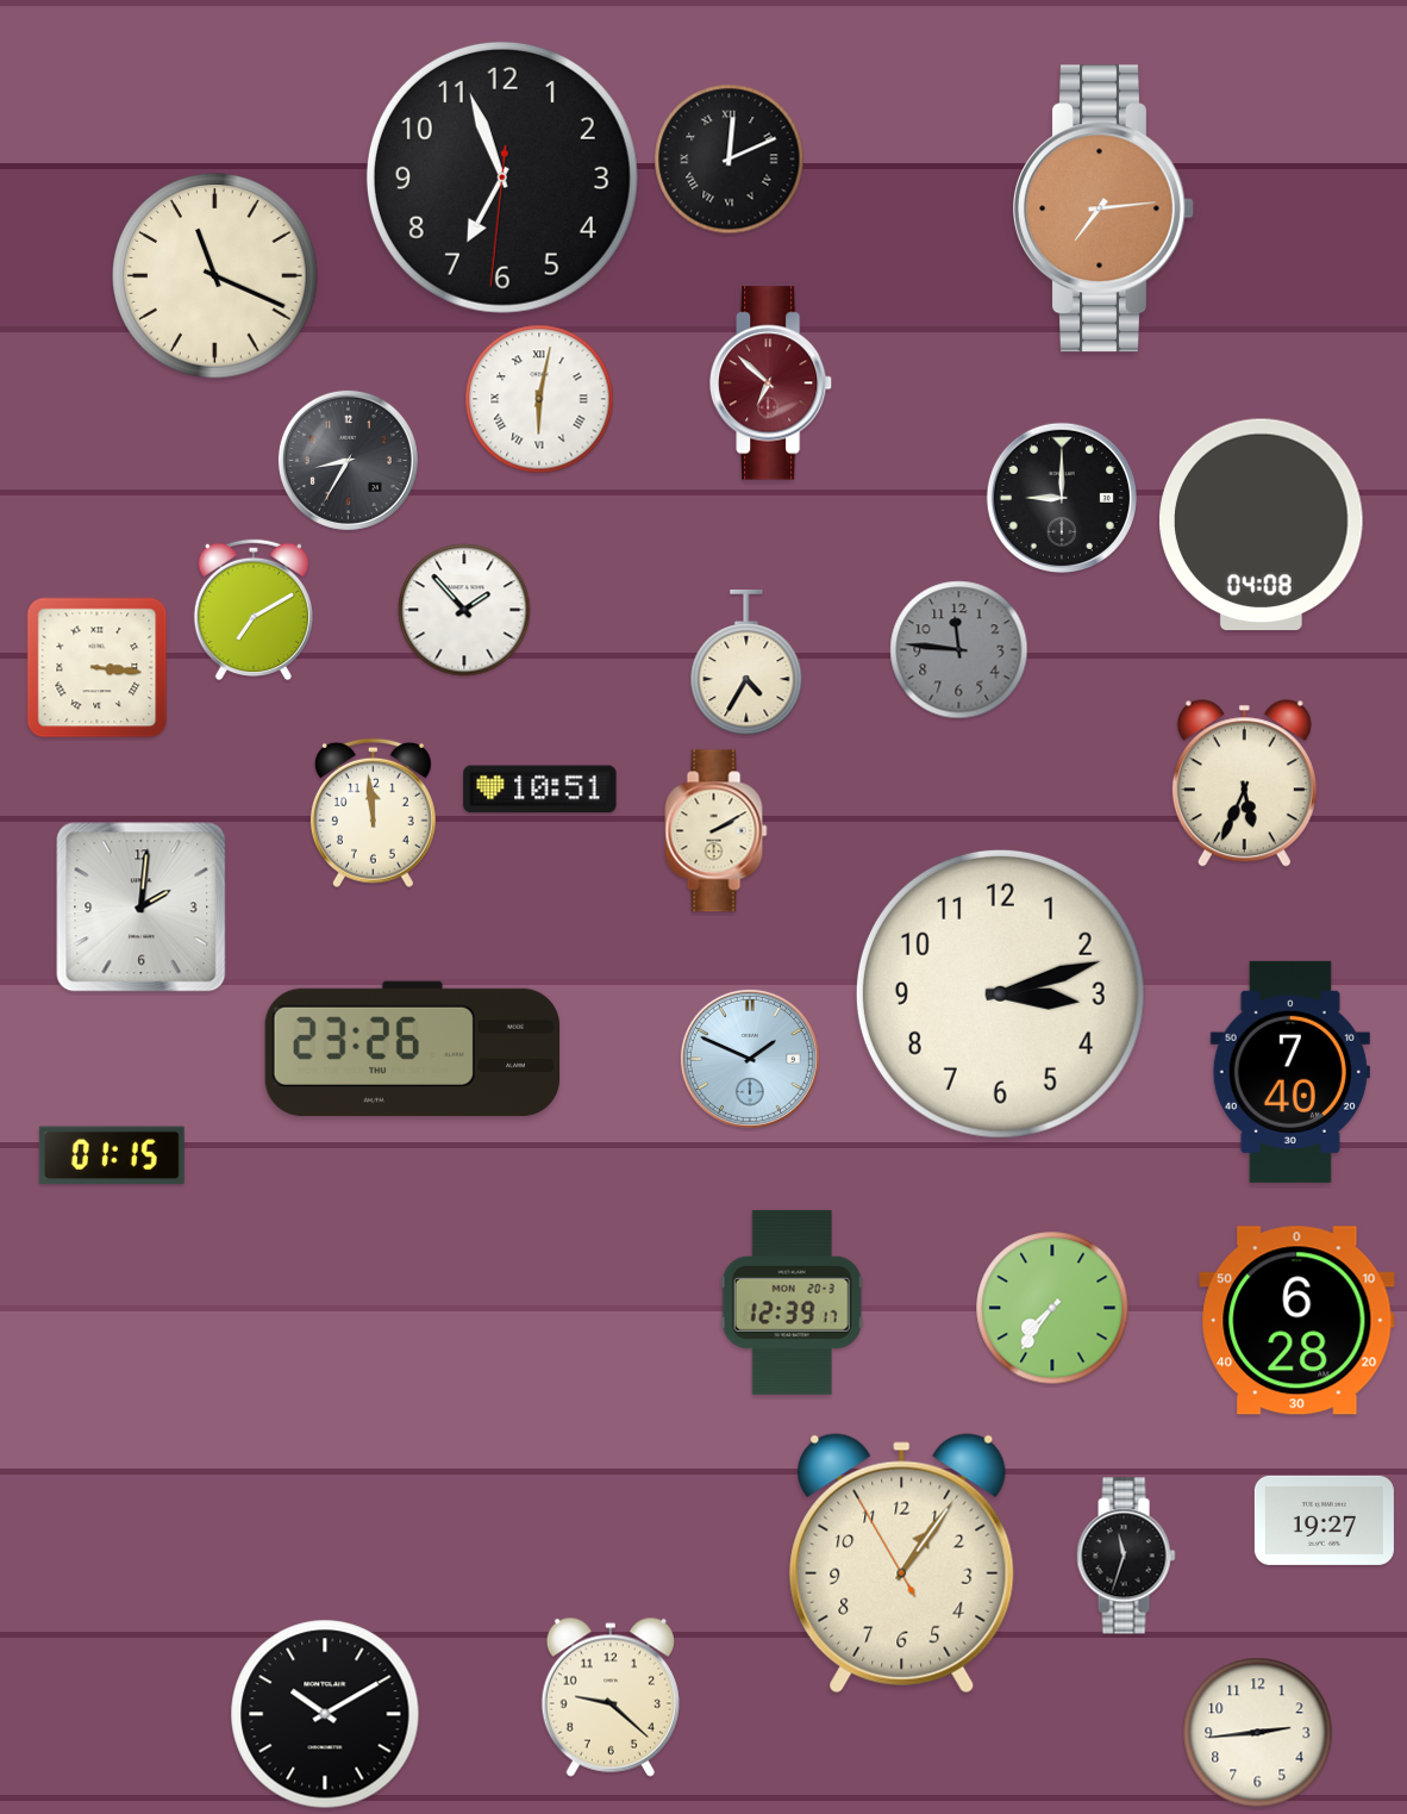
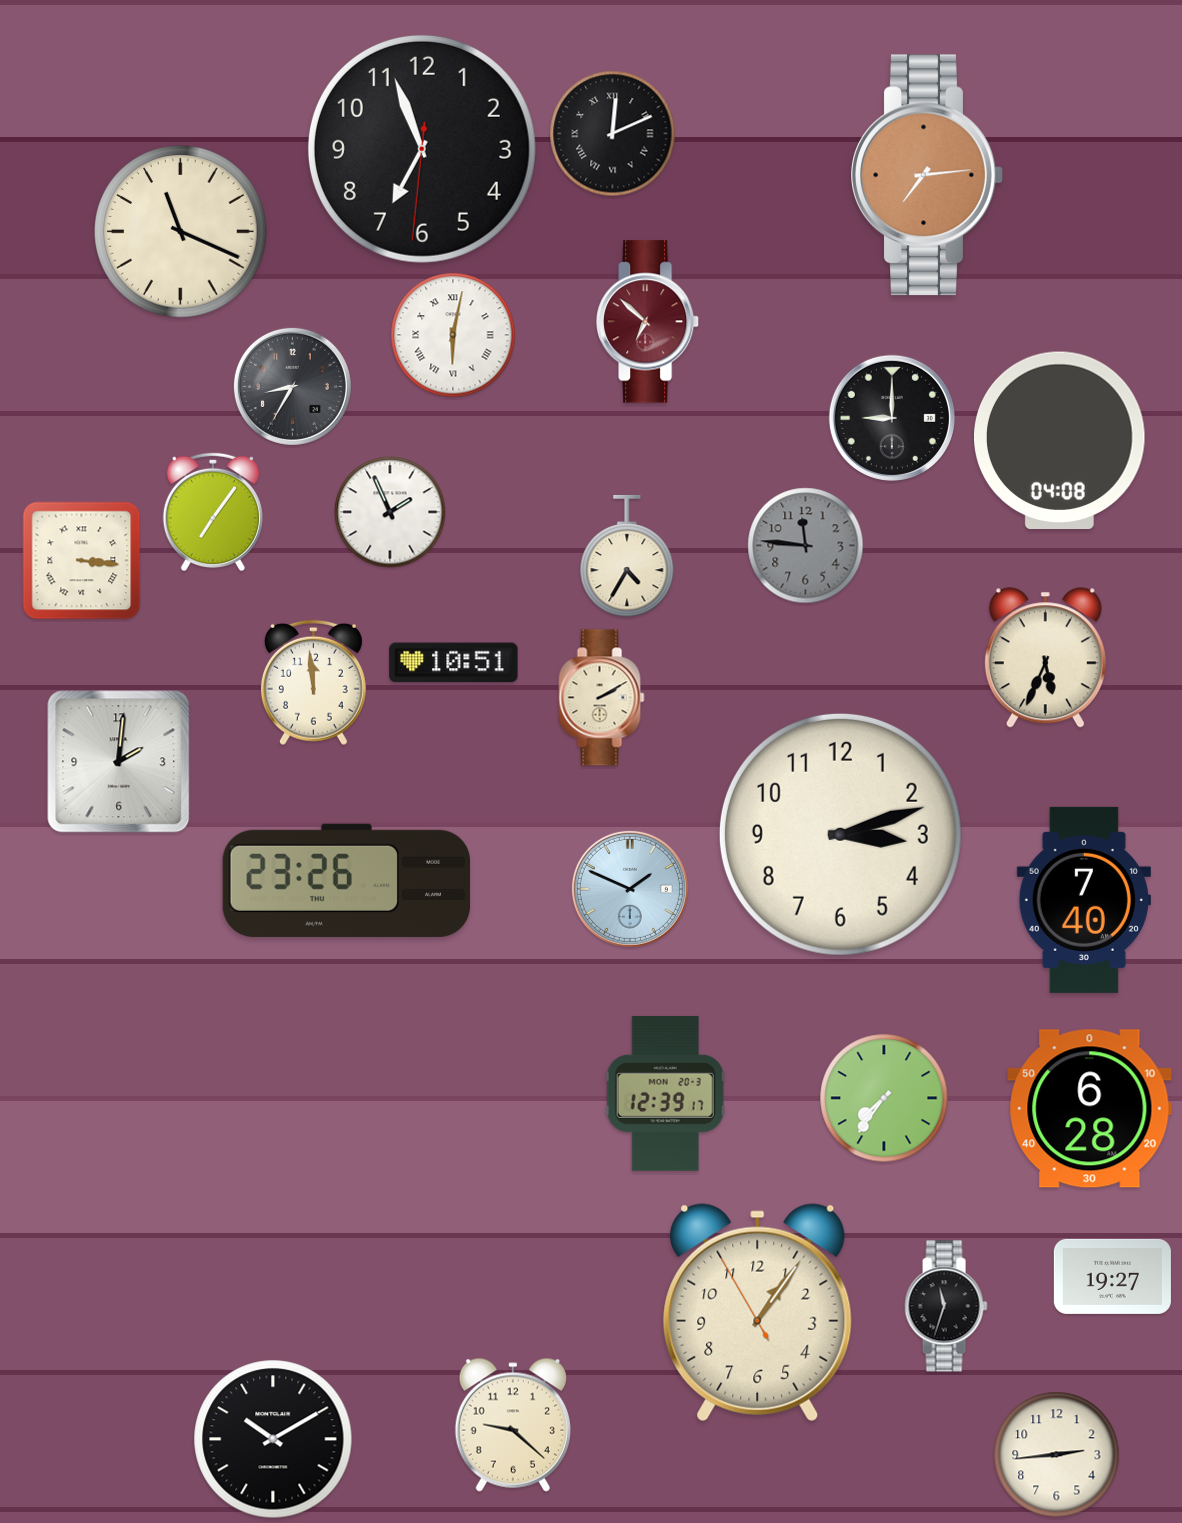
clock at (254, 610): 7:10 -> 7:06
clock at (464, 610): 1:53 -> 1:56
clock at (112, 1155): 01:15 -> none
